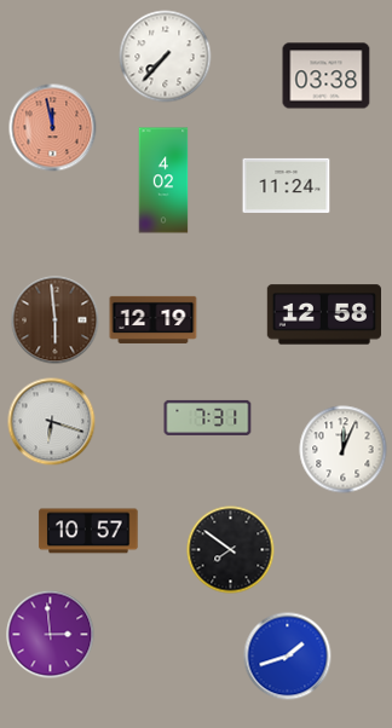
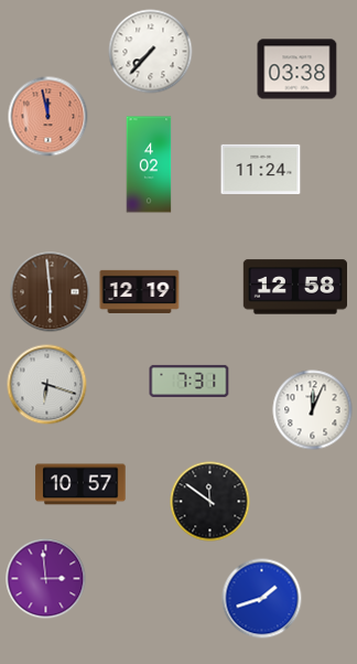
clock at (231, 550): 7:51 -> 11:51
